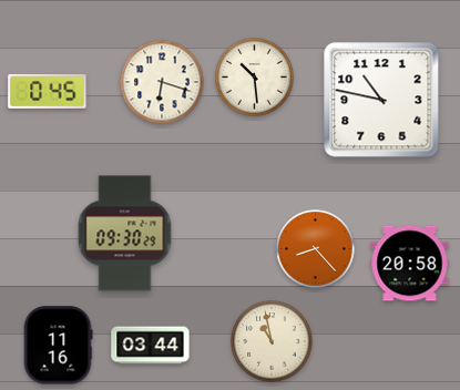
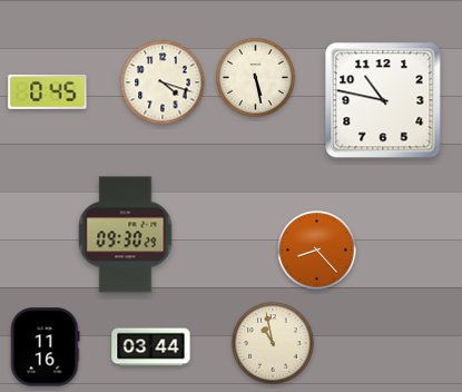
clock at (255, 78): 10:29 -> 5:28
clock at (162, 82): 6:18 -> 4:18
clock at (410, 264): 20:58 -> none
clock at (58, 346) position: (58, 346) -> (45, 347)
